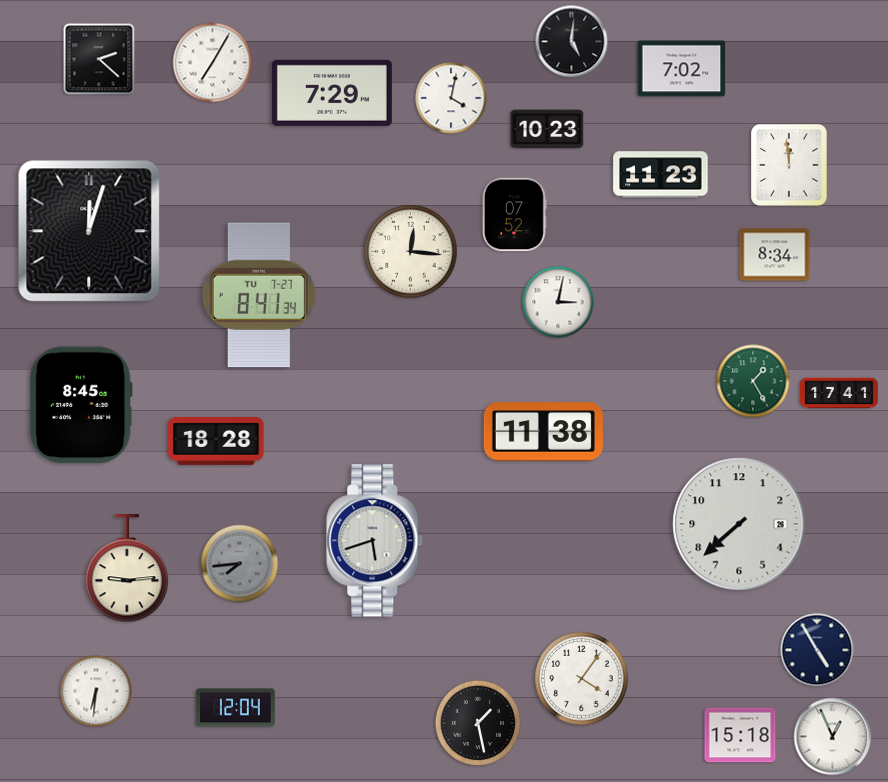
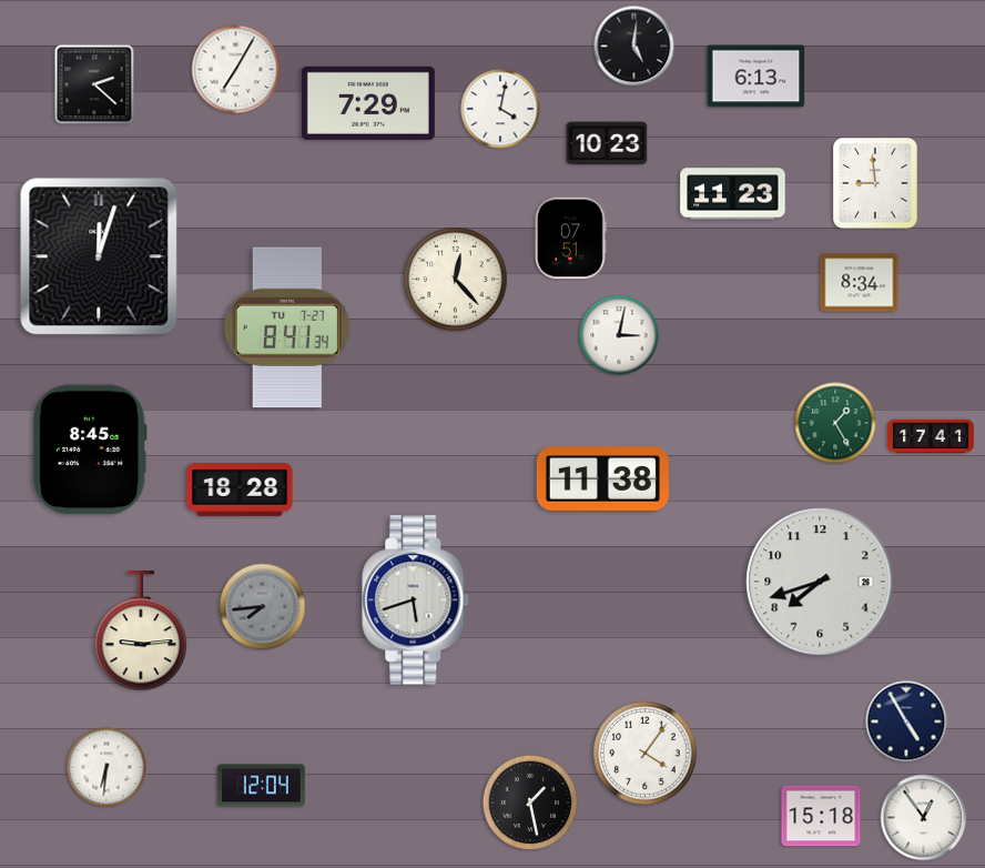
clock at (99, 59) position: (99, 59) -> (94, 84)
clock at (682, 69): 7:02 -> 6:13
clock at (790, 166): 11:59 -> 8:59
clock at (514, 215): 07:52 -> 07:51
clock at (411, 252): 12:16 -> 12:23
clock at (739, 524): 7:38 -> 7:42
clock at (240, 564) position: (240, 564) -> (263, 607)
clock at (833, 737): 12:56 -> 12:54
